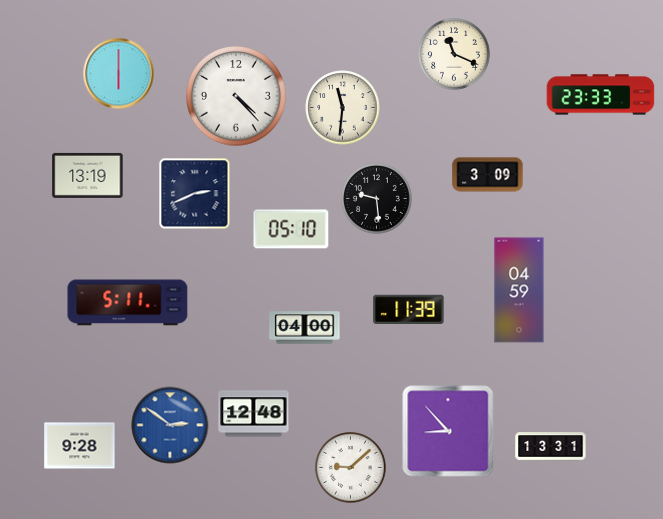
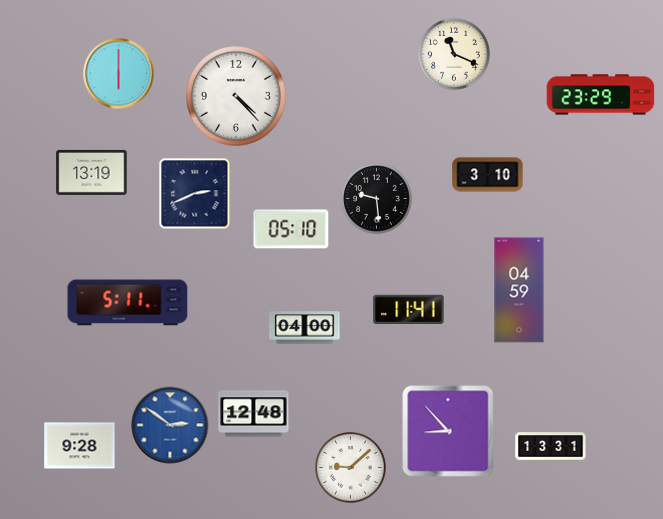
clock at (601, 95): 23:33 -> 23:29
clock at (343, 108): 11:31 -> none
clock at (88, 175) position: (88, 175) -> (92, 172)
clock at (488, 175): 3:09 -> 3:10
clock at (409, 309): 11:39 -> 11:41
